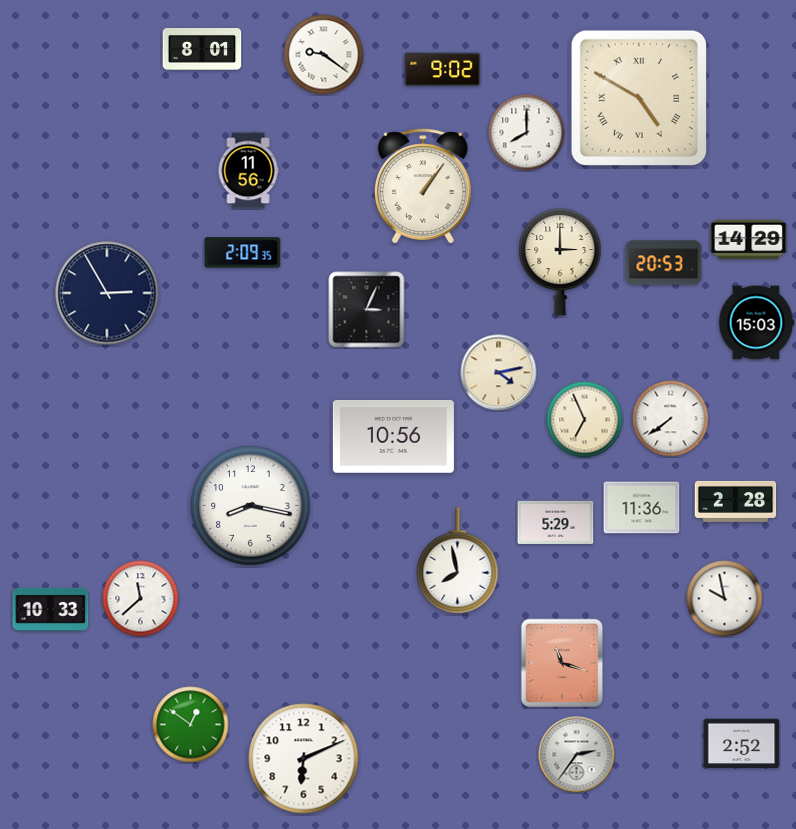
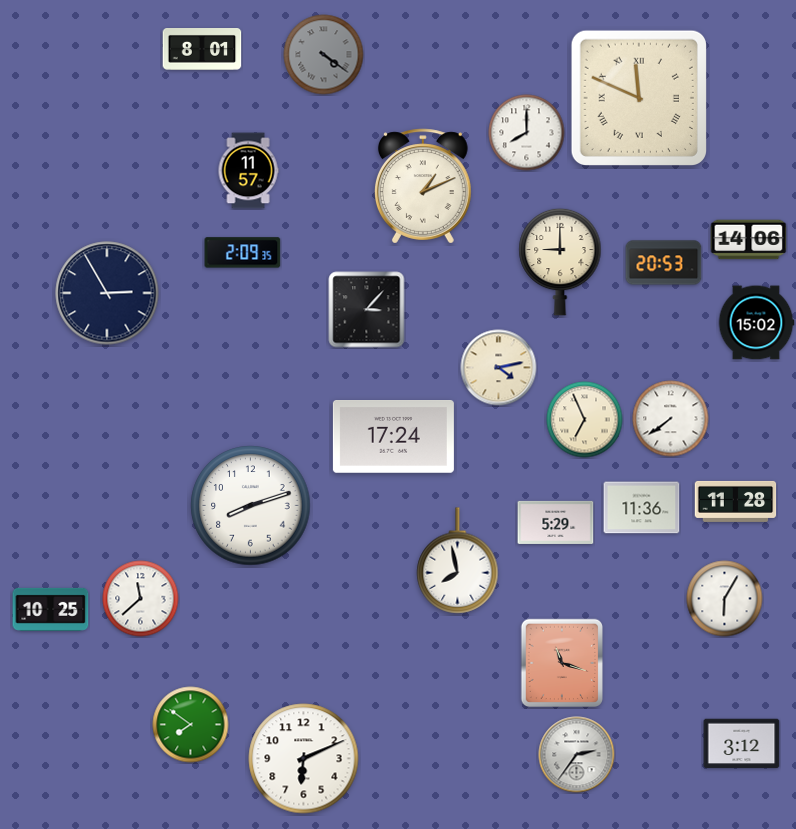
clock at (324, 55): 9:21 -> 4:21
clock at (324, 55) dial: white -> grey
clock at (443, 70): 9:02 -> none
clock at (639, 98): 4:50 -> 11:49
clock at (248, 171): 11:56 -> 11:57
clock at (423, 186): 1:06 -> 1:11
clock at (749, 240): 14:29 -> 14:06
clock at (560, 262): 3:00 -> 9:00
clock at (367, 310): 3:04 -> 3:07
clock at (756, 323): 15:03 -> 15:02
clock at (499, 373) position: (499, 373) -> (499, 368)
clock at (393, 437): 10:56 -> 17:24
clock at (736, 501): 2:28 -> 11:28
clock at (251, 506): 8:17 -> 8:12
clock at (725, 599): 9:58 -> 6:05
clock at (51, 609): 10:33 -> 10:25
clock at (191, 725): 12:51 -> 7:51
clock at (742, 744): 2:52 -> 3:12
